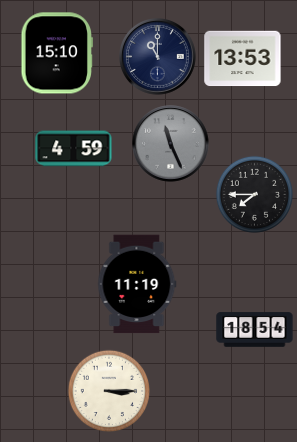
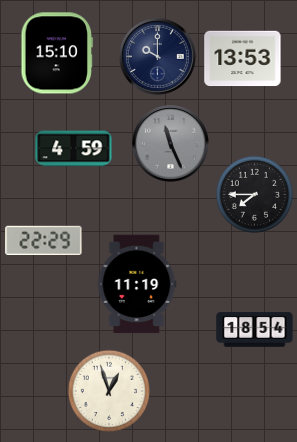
clock at (158, 57): 11:00 -> 10:00
clock at (44, 240): none -> 22:29
clock at (108, 390): 3:15 -> 12:57
